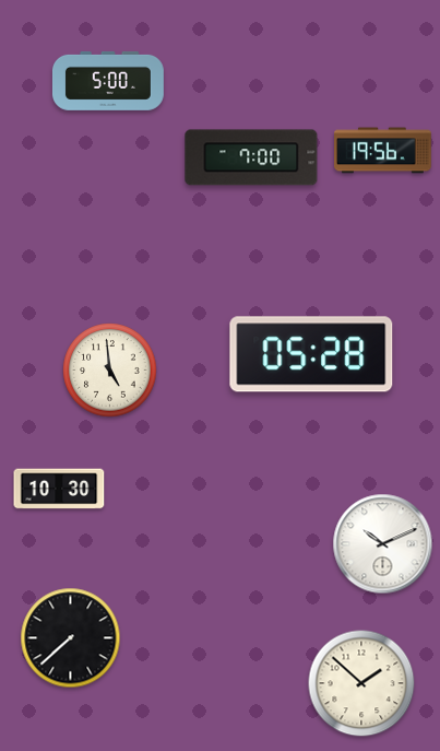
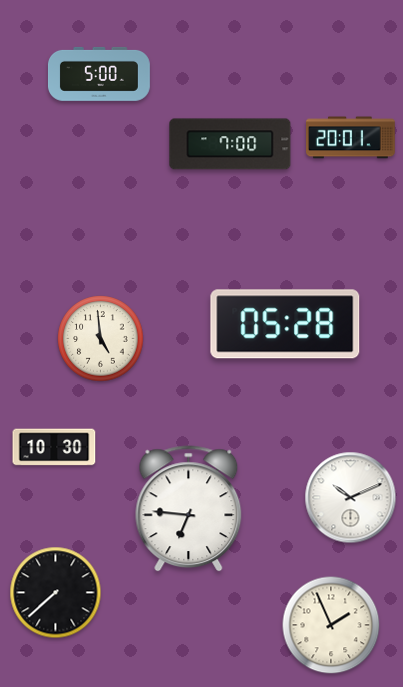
clock at (383, 151): 19:56 -> 20:01
clock at (189, 509): none -> 6:46
clock at (71, 638) position: (71, 638) -> (56, 593)
clock at (361, 683): 1:52 -> 1:56
